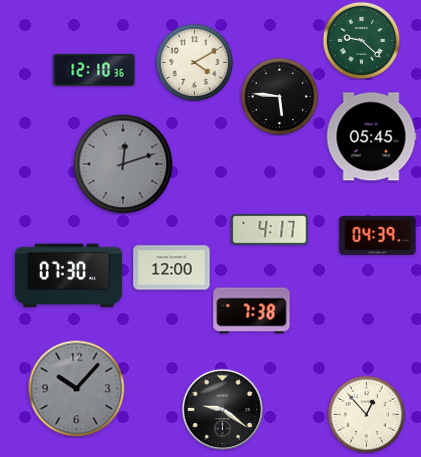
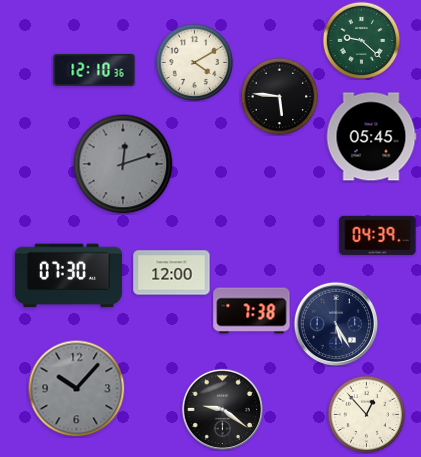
clock at (270, 230): 4:17 -> none
clock at (172, 268) position: (172, 268) -> (172, 273)
clock at (336, 324): none -> 5:25
